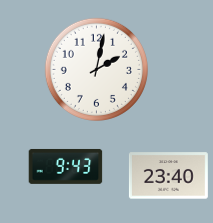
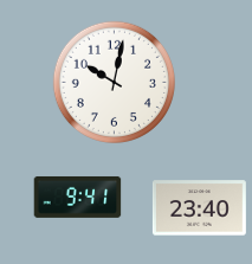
clock at (96, 69): 2:02 -> 10:02
clock at (66, 166): 9:43 -> 9:41
